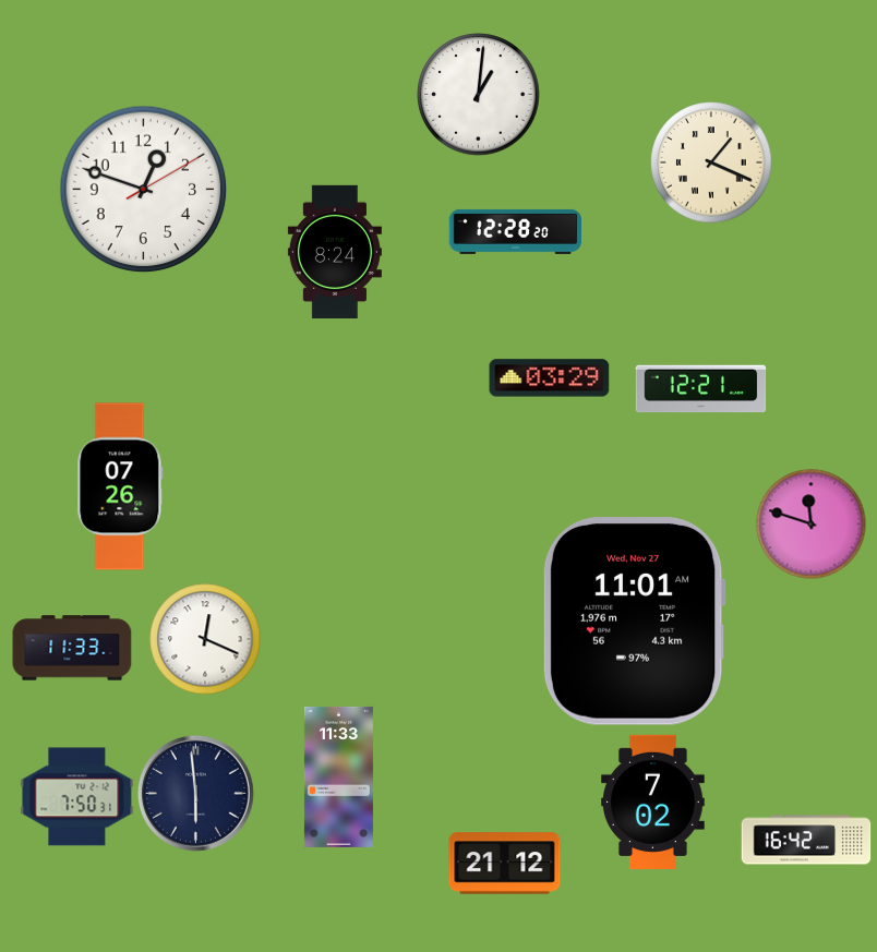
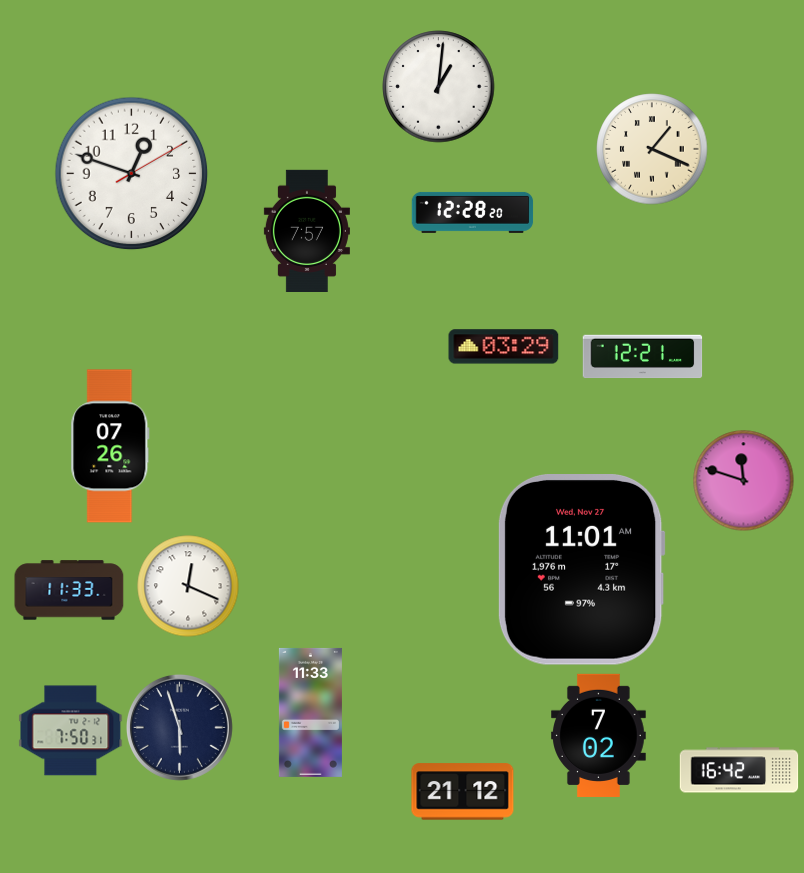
clock at (335, 251): 8:24 -> 7:57
clock at (72, 648) position: (72, 648) -> (69, 590)
clock at (195, 793): 5:59 -> 5:57
